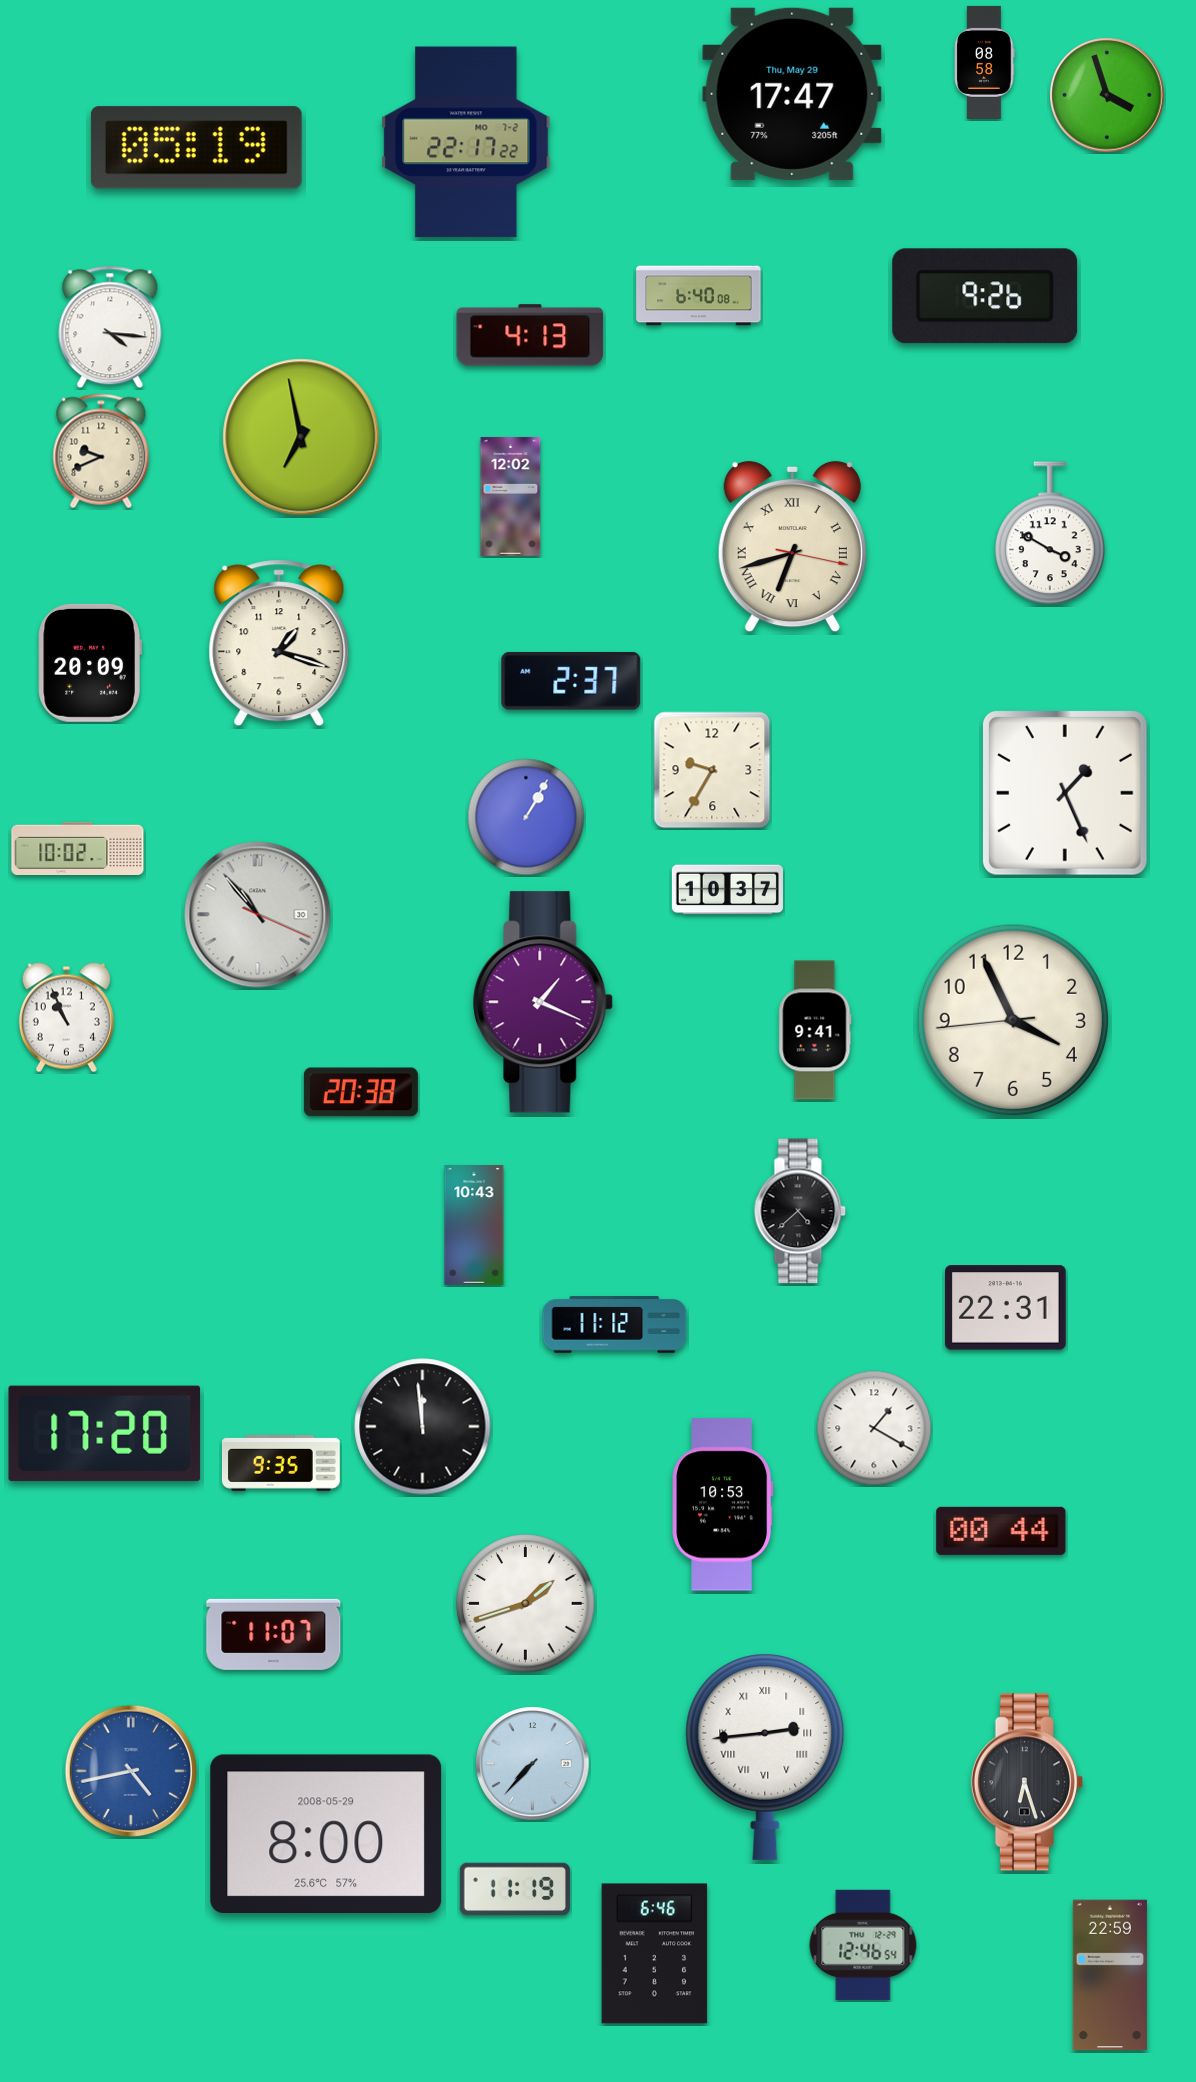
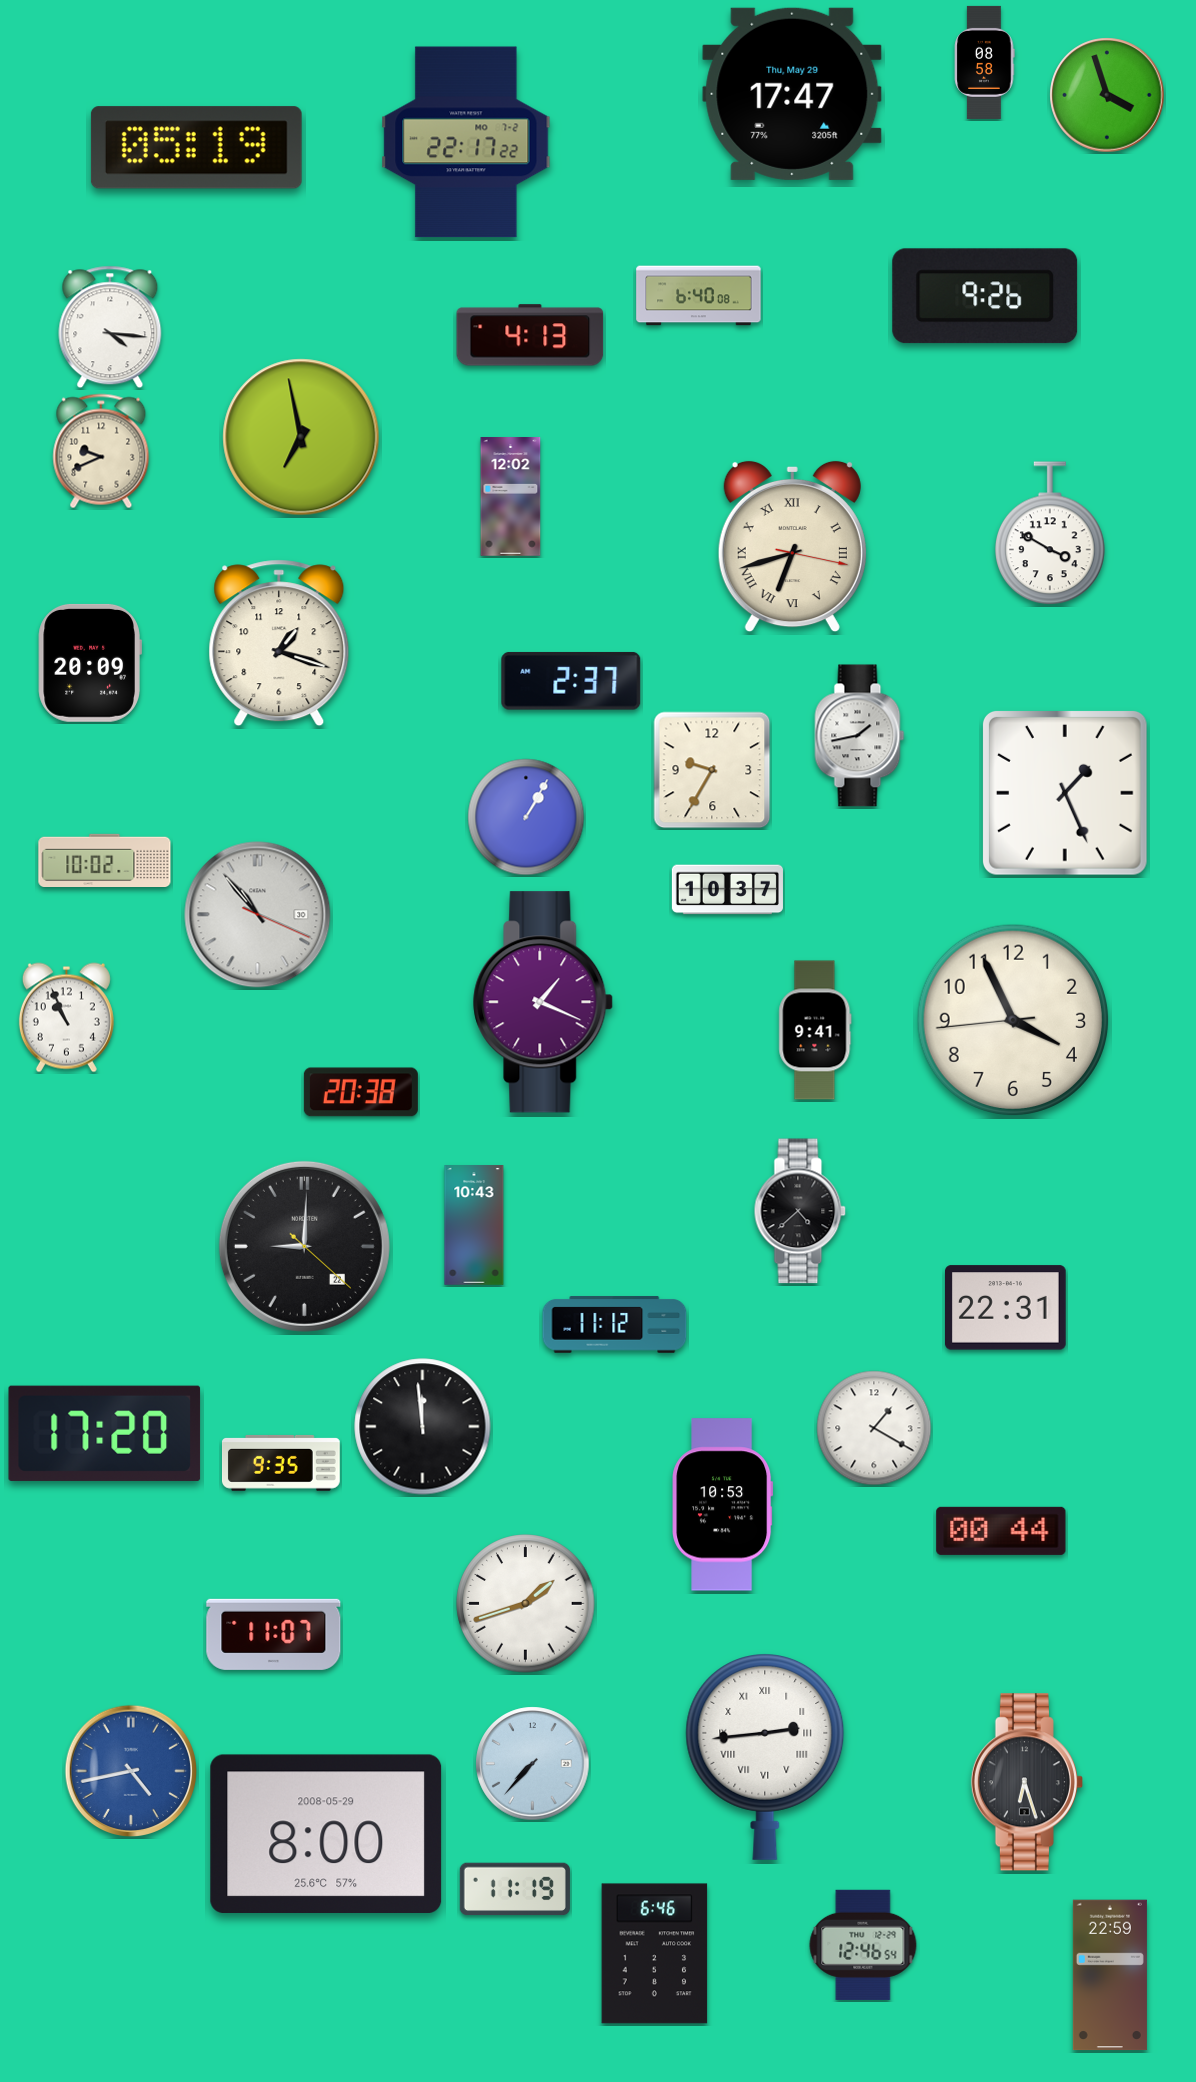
clock at (860, 736): none -> 1:43
clock at (78, 849) position: (78, 849) -> (105, 861)
clock at (304, 1246): none -> 9:00
